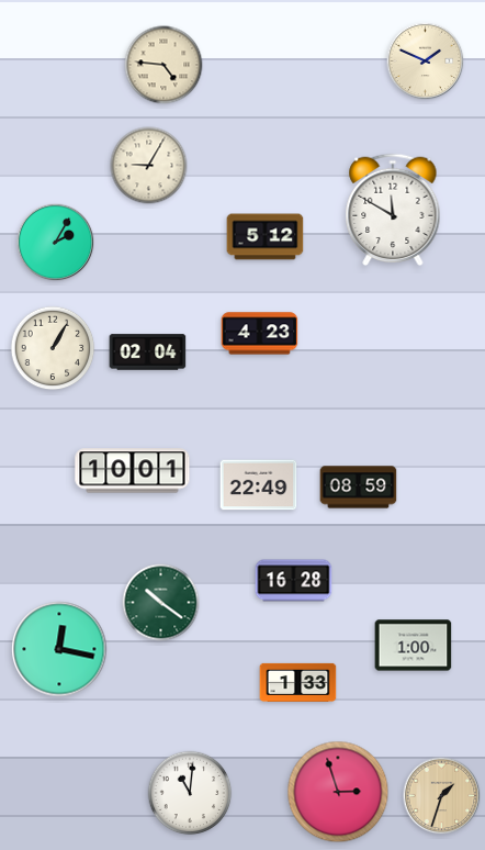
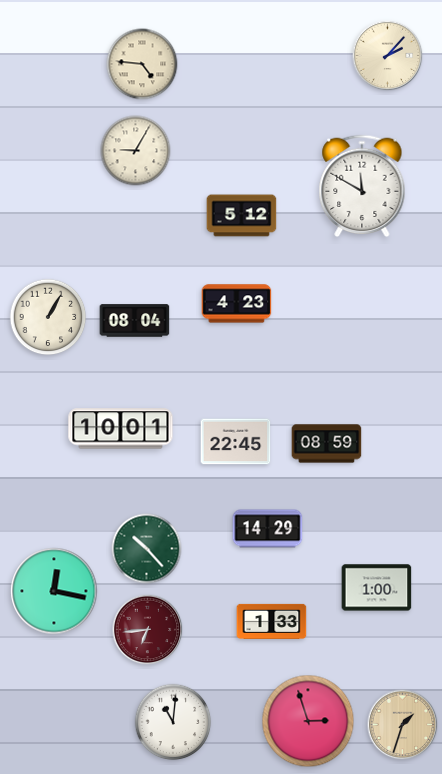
clock at (426, 61): 1:49 -> 2:07
clock at (163, 65) position: (163, 65) -> (142, 64)
clock at (393, 210) position: (393, 210) -> (362, 186)
clock at (56, 243): 2:05 -> none
clock at (148, 353): 02:04 -> 08:04
clock at (259, 485): 22:49 -> 22:45
clock at (294, 581): 16:28 -> 14:29
clock at (161, 603): 10:21 -> 10:23
clock at (148, 630): none -> 6:44
